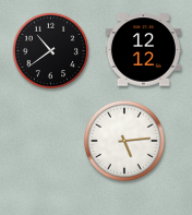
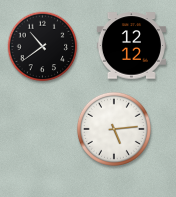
clock at (51, 51) position: (51, 51) -> (43, 47)
